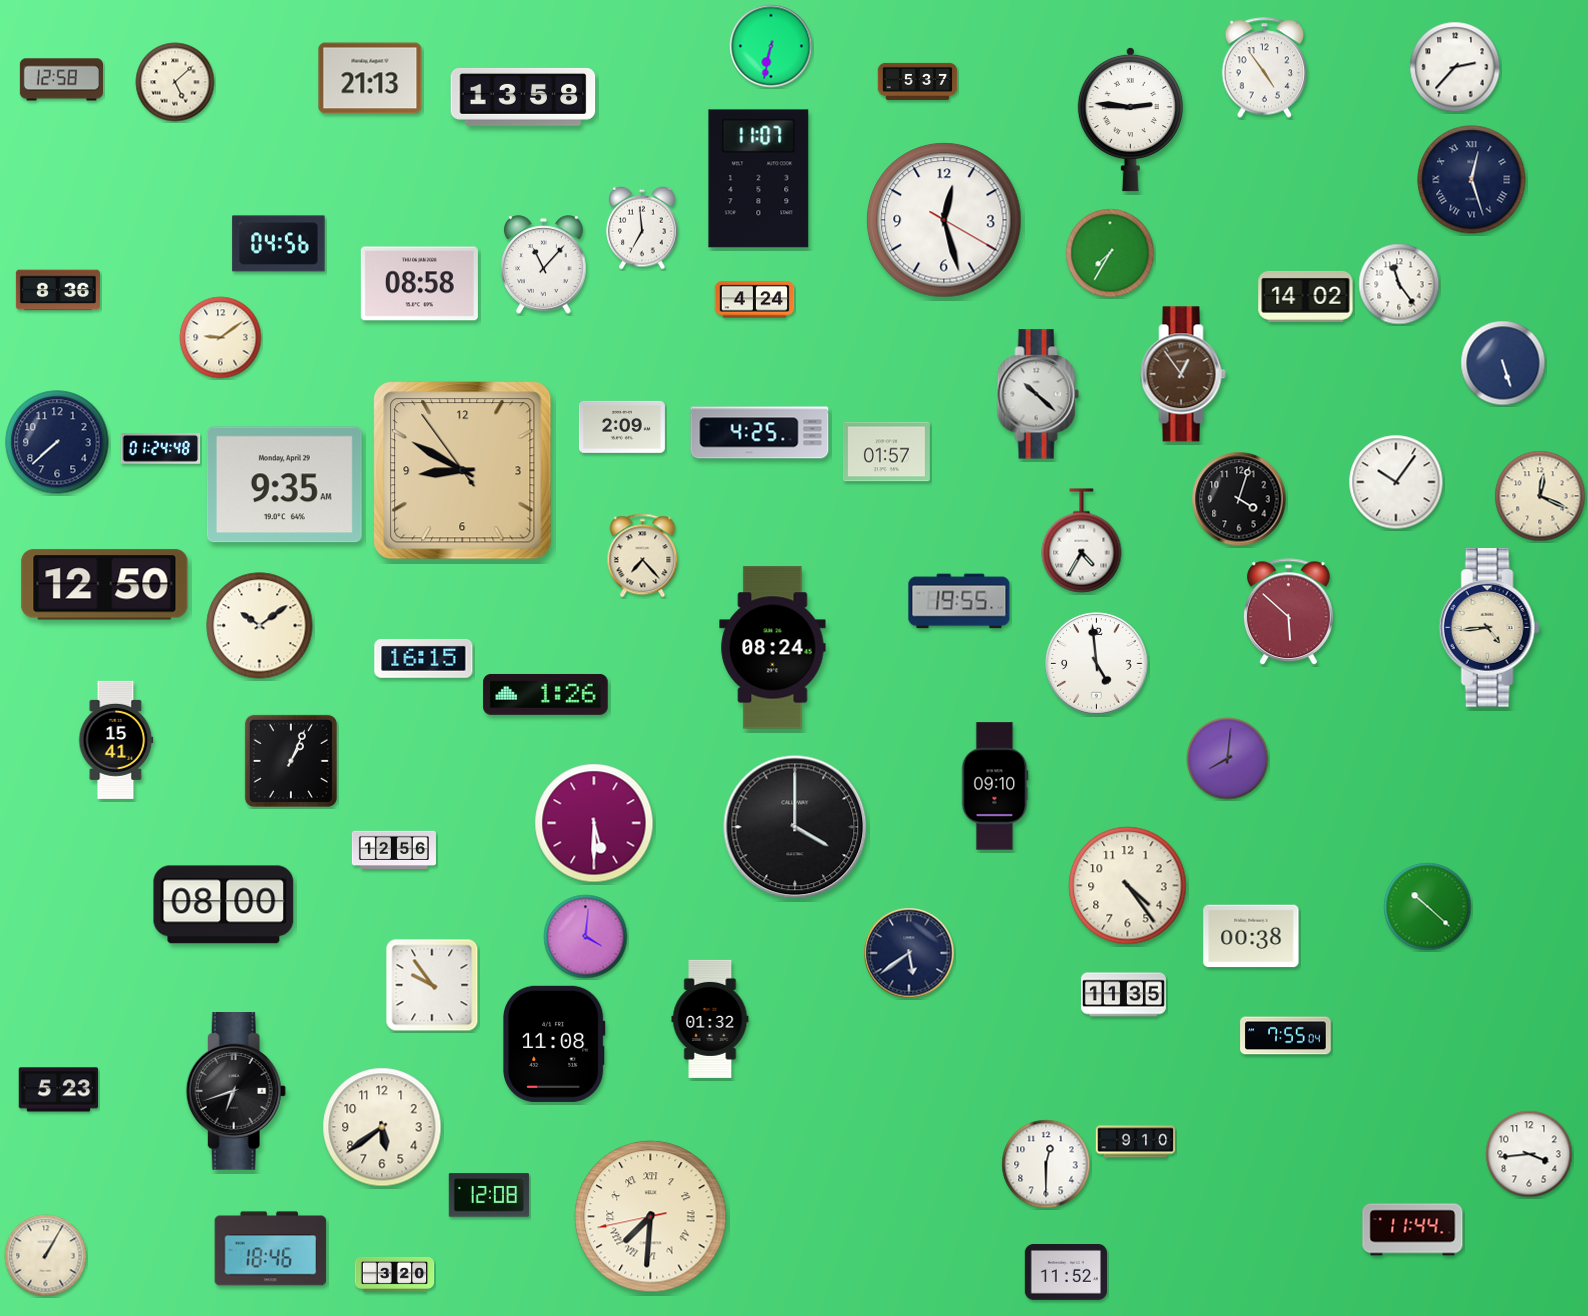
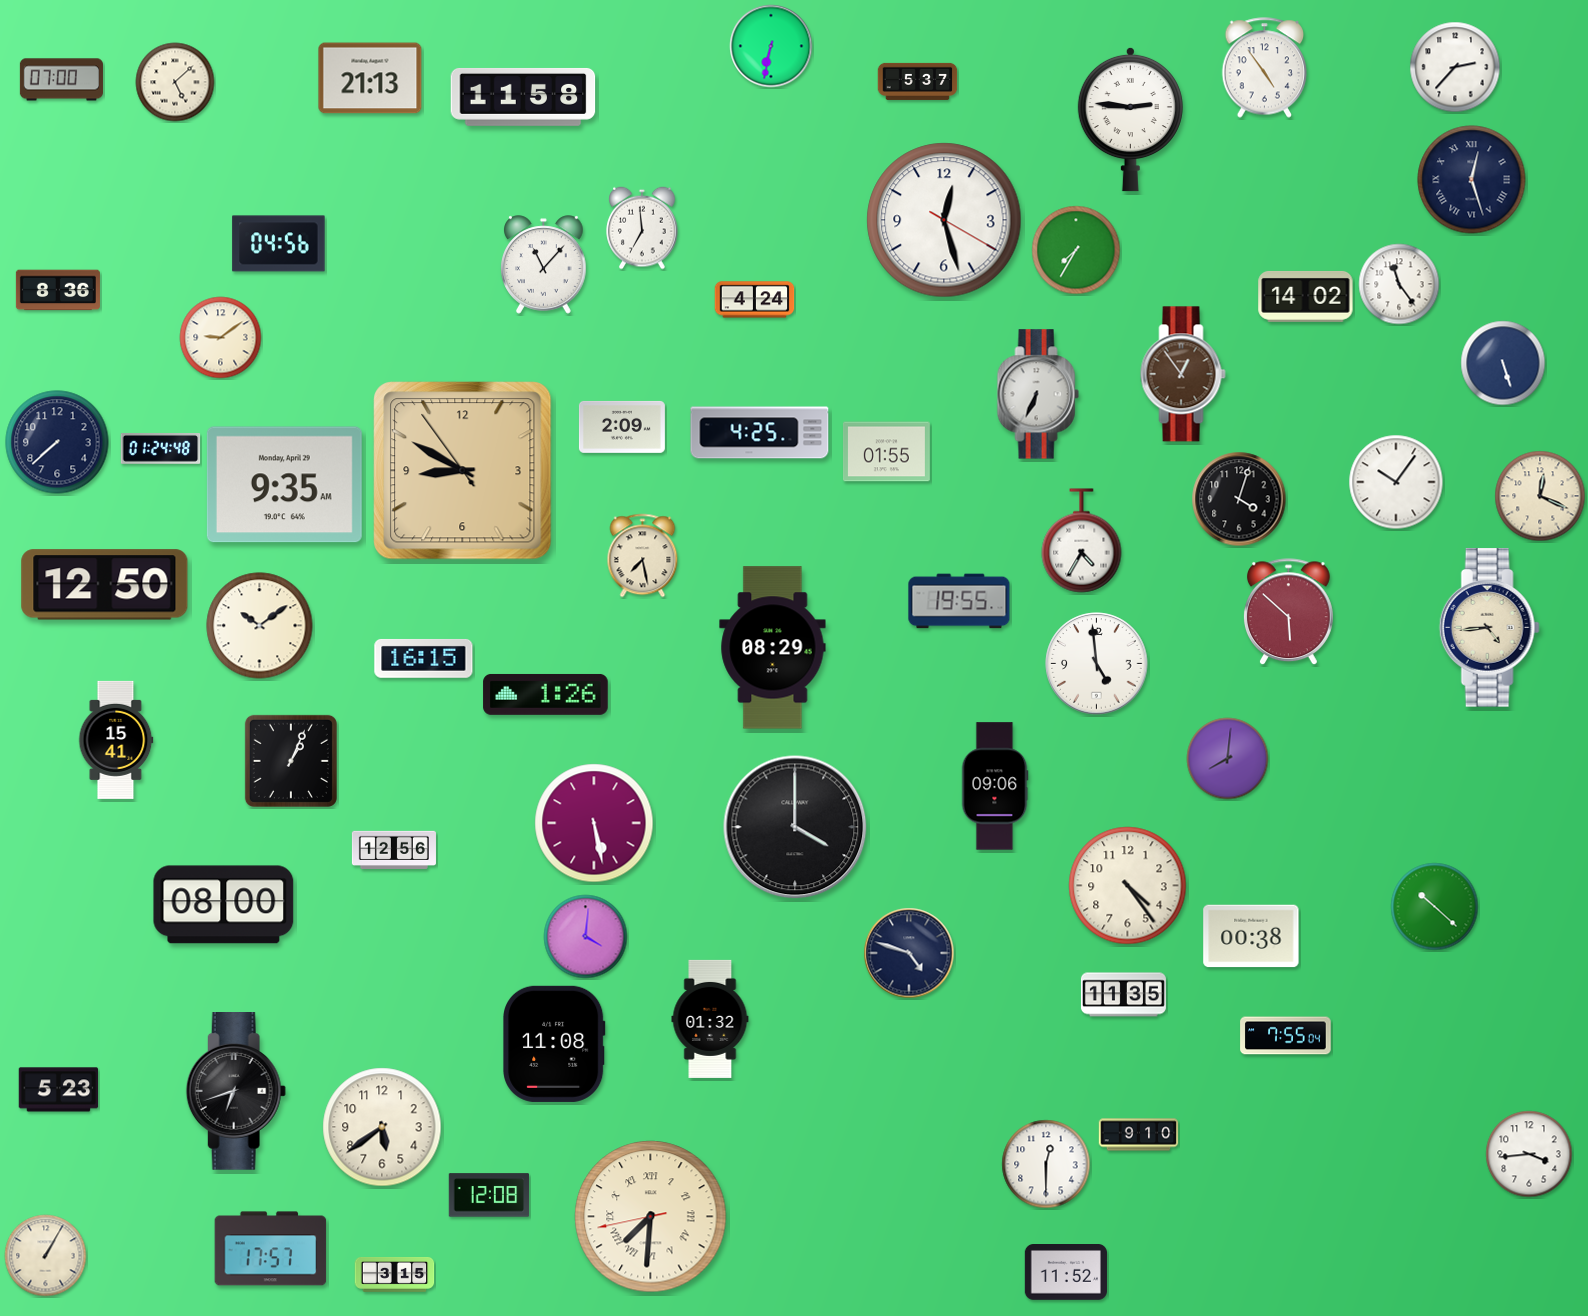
clock at (61, 80): 12:58 -> 07:00
clock at (523, 97): 13:58 -> 11:58
clock at (759, 179): 11:07 -> none
clock at (1110, 253) position: (1110, 253) -> (1076, 250)
clock at (419, 284): 08:58 -> none
clock at (1038, 394): 10:22 -> 6:34
clock at (886, 452): 01:57 -> 01:55
clock at (643, 556): 7:23 -> 7:28
clock at (773, 648): 08:24 -> 08:29
clock at (995, 786): 09:10 -> 09:06
clock at (594, 823): 5:30 -> 5:28
clock at (1428, 907) position: (1428, 907) -> (1435, 907)
clock at (909, 953): 5:39 -> 4:48
clock at (432, 985): 9:54 -> none
clock at (1136, 1142) position: (1136, 1142) -> (1139, 1135)
clock at (1413, 1230): 11:44 -> none
clock at (271, 1249): 18:46 -> 17:57
clock at (395, 1275): 3:20 -> 3:15
